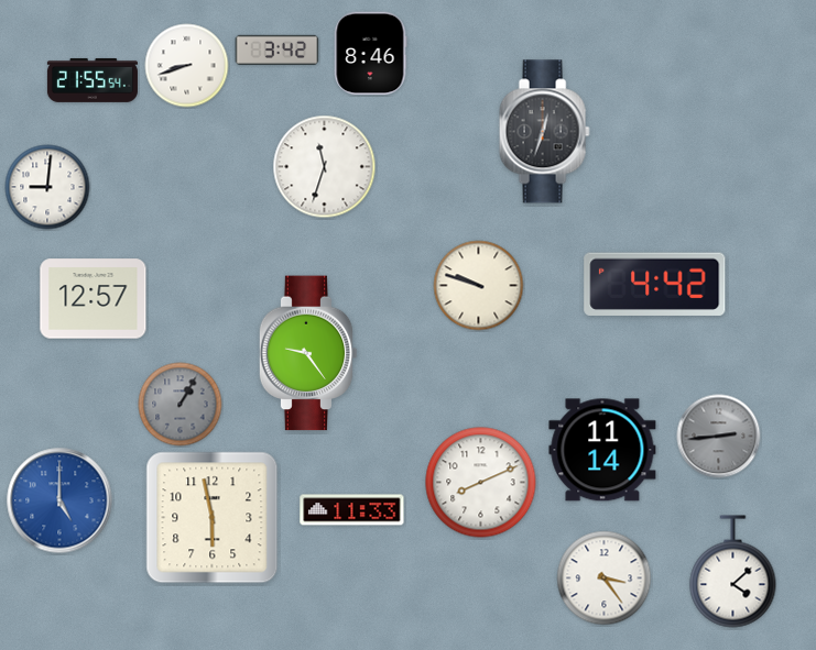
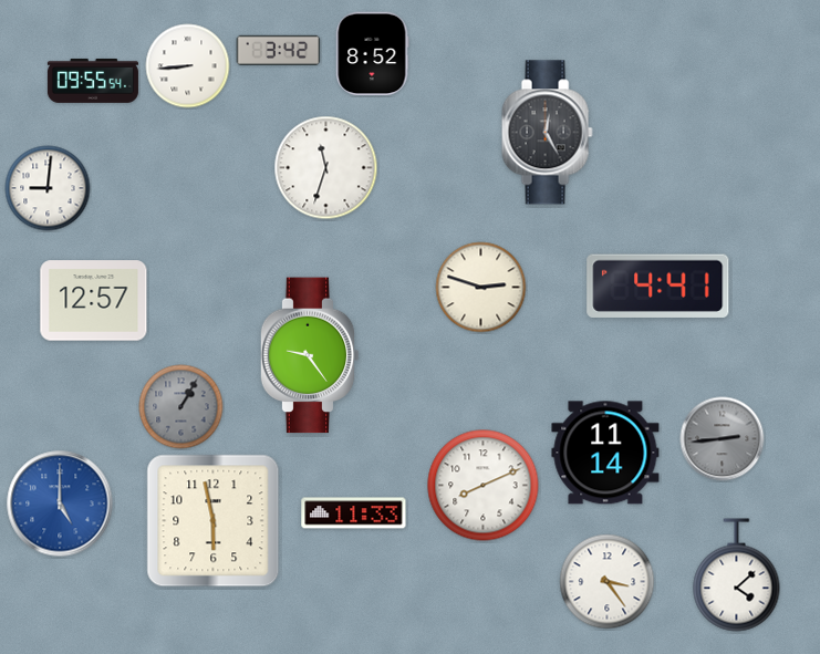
clock at (370, 54): 8:46 -> 8:52
clock at (187, 66): 8:42 -> 8:44
clock at (93, 80): 21:55 -> 09:55
clock at (544, 132): 12:33 -> 12:25
clock at (655, 284): 4:42 -> 4:41
clock at (479, 286): 9:48 -> 2:48
